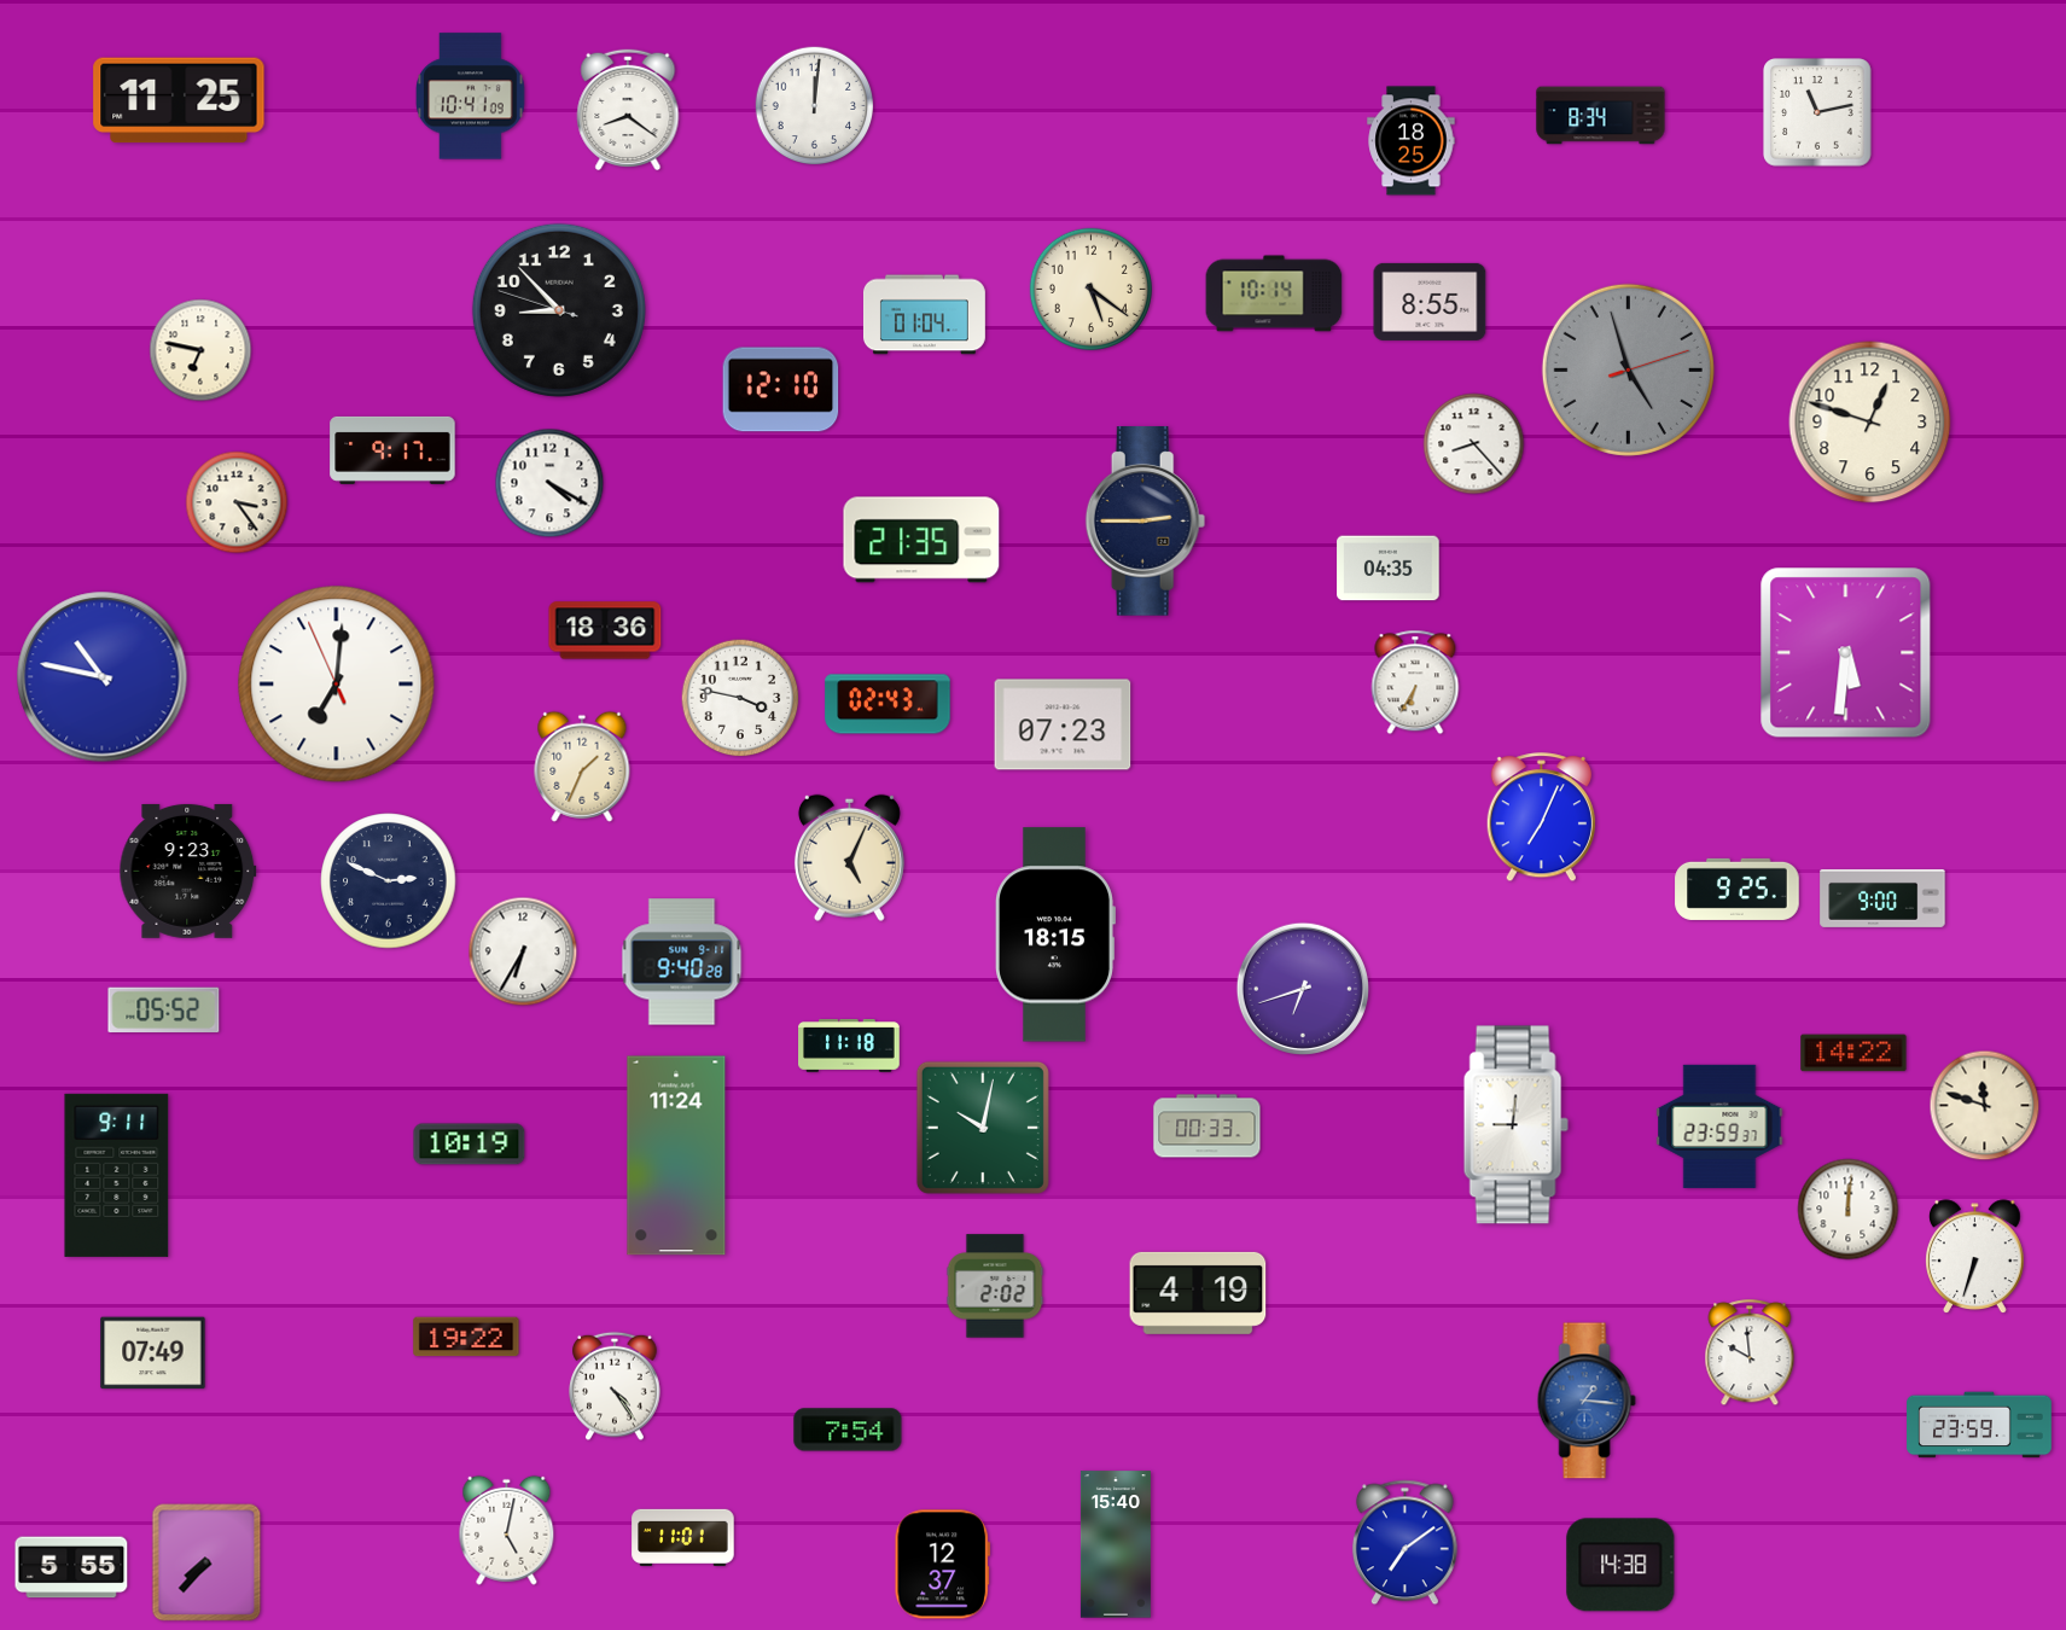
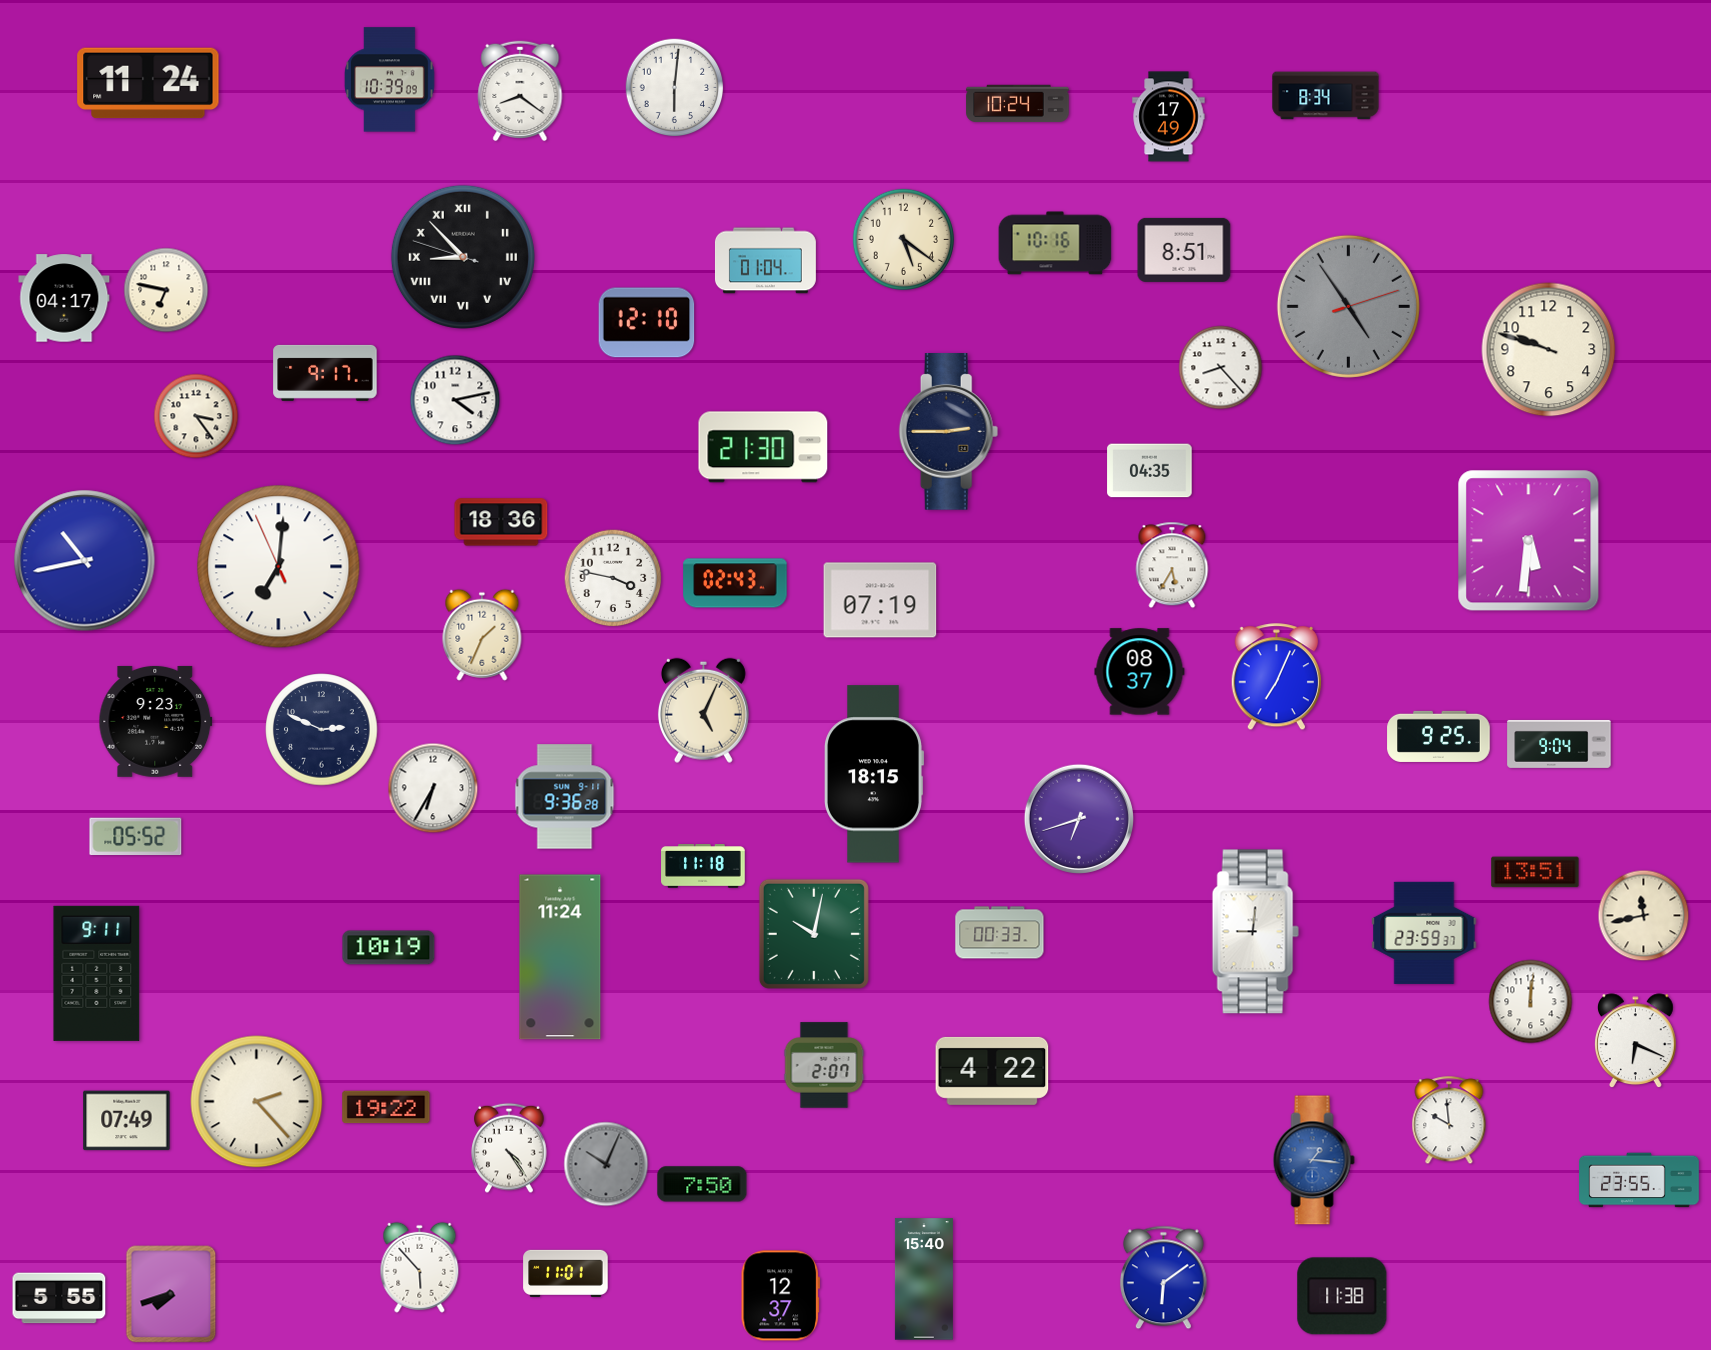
clock at (471, 97): 10:41 -> 10:39
clock at (179, 100): 11:25 -> 11:24
clock at (815, 106): 12:01 -> 6:01
clock at (1817, 112): 11:13 -> none
clock at (1018, 104): none -> 10:24
clock at (1412, 141): 18:25 -> 17:49
clock at (1274, 293): 10:14 -> 10:16
clock at (1430, 302): 8:55 -> 8:51
clock at (559, 310) numerals: Arabic -> Roman
clock at (64, 298): none -> 04:17
clock at (1628, 369): 4:57 -> 4:54
clock at (1870, 423): 12:48 -> 9:48
clock at (549, 483): 4:20 -> 4:13
clock at (921, 540): 21:35 -> 21:30
clock at (103, 677): 10:47 -> 10:43
clock at (1415, 682): 6:35 -> 5:35
clock at (1063, 724): 07:23 -> 07:19
clock at (1140, 672): none -> 08:37
clock at (1882, 898): 9:00 -> 9:04
clock at (682, 962): 9:40 -> 9:36
clock at (1853, 1053): 14:22 -> 13:51
clock at (1985, 1106): 11:48 -> 11:43
clock at (1975, 1256): 6:33 -> 6:19
clock at (995, 1286): 2:02 -> 2:07
clock at (1198, 1293): 4:19 -> 4:22
clock at (257, 1102): none -> 2:23
clock at (606, 1164): none -> 10:04
clock at (1979, 1425): 23:59 -> 23:55
clock at (848, 1430): 7:54 -> 7:50
clock at (507, 1530): 5:02 -> 5:53
clock at (1404, 1543): 7:09 -> 6:09
clock at (206, 1562): 7:37 -> 7:42
clock at (1620, 1565): 14:38 -> 11:38
